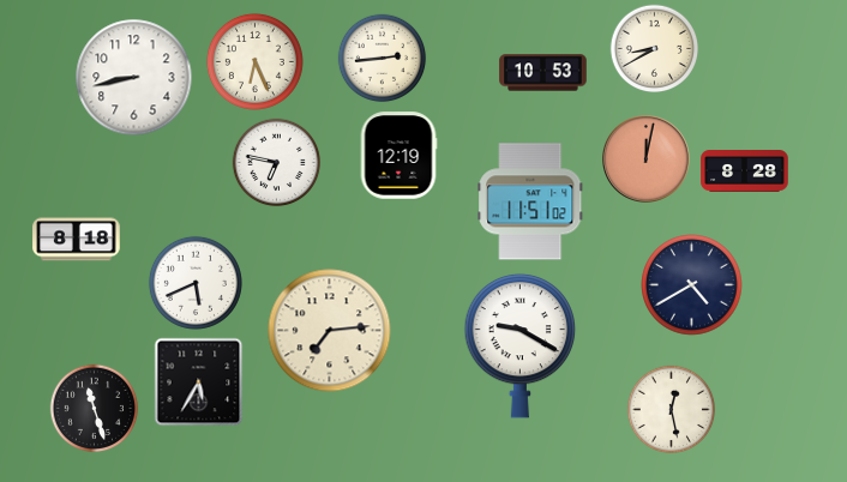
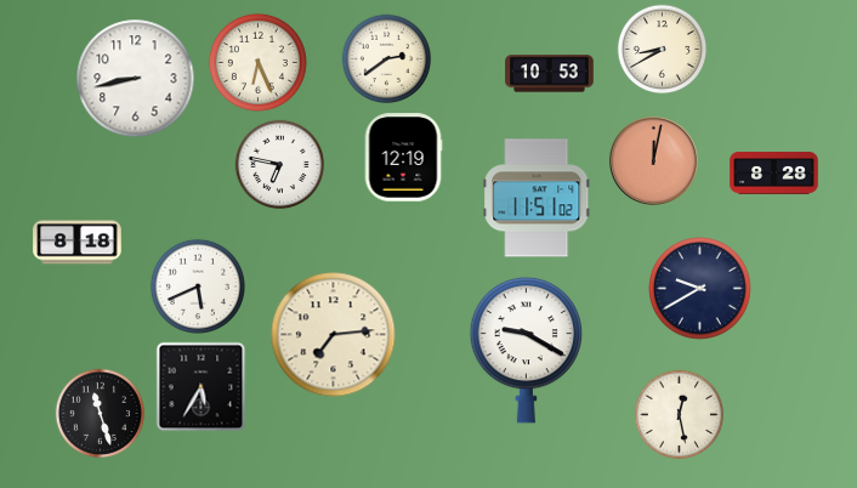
clock at (383, 59): 2:44 -> 2:39
clock at (745, 171) position: (745, 171) -> (774, 174)
clock at (530, 201) position: (530, 201) -> (537, 198)
clock at (692, 285): 4:40 -> 9:40
clock at (95, 409) position: (95, 409) -> (101, 414)
